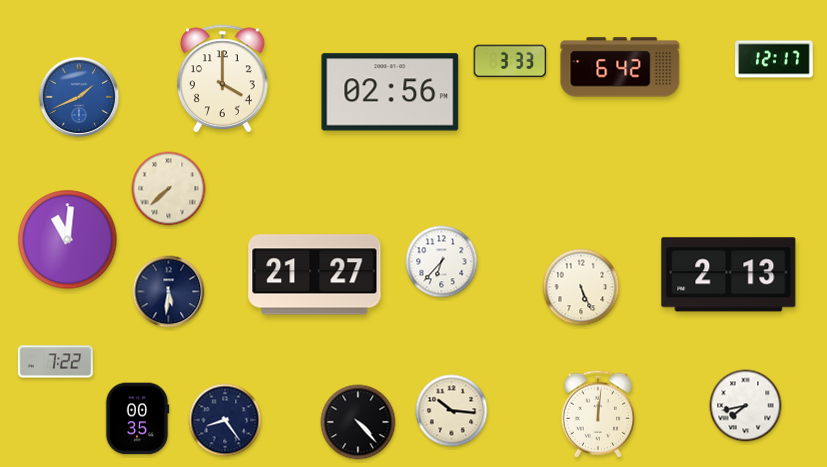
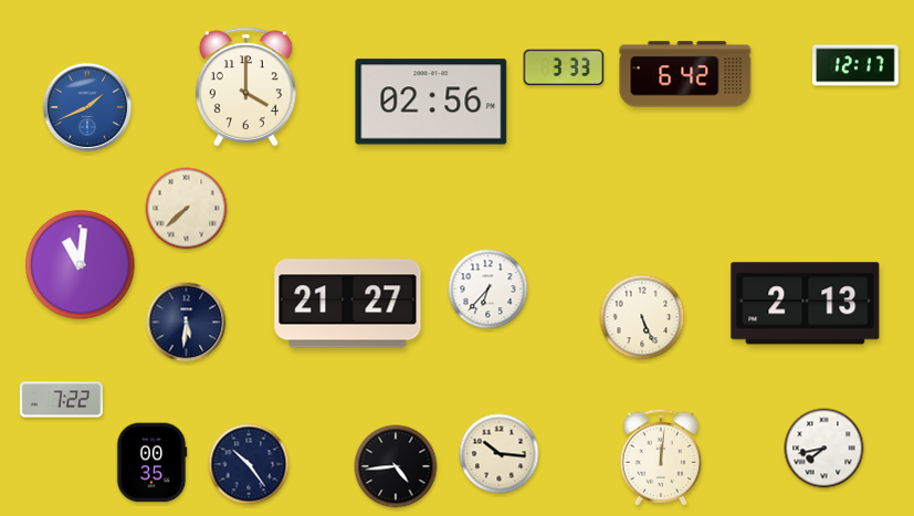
clock at (68, 240) position: (68, 240) -> (81, 265)
clock at (225, 420): 8:24 -> 10:24
clock at (358, 422): 4:23 -> 4:44
